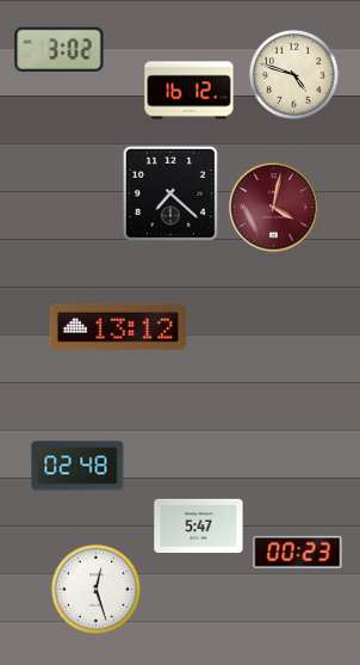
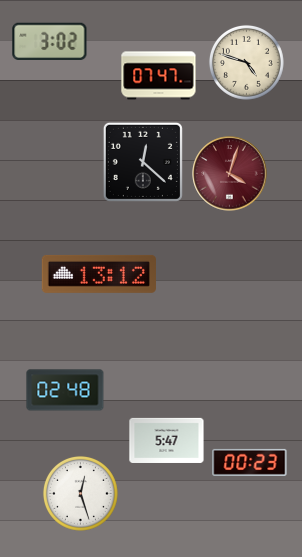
clock at (190, 91): 16:12 -> 07:47
clock at (170, 193): 7:22 -> 12:22
clock at (274, 208): 4:02 -> 4:03
